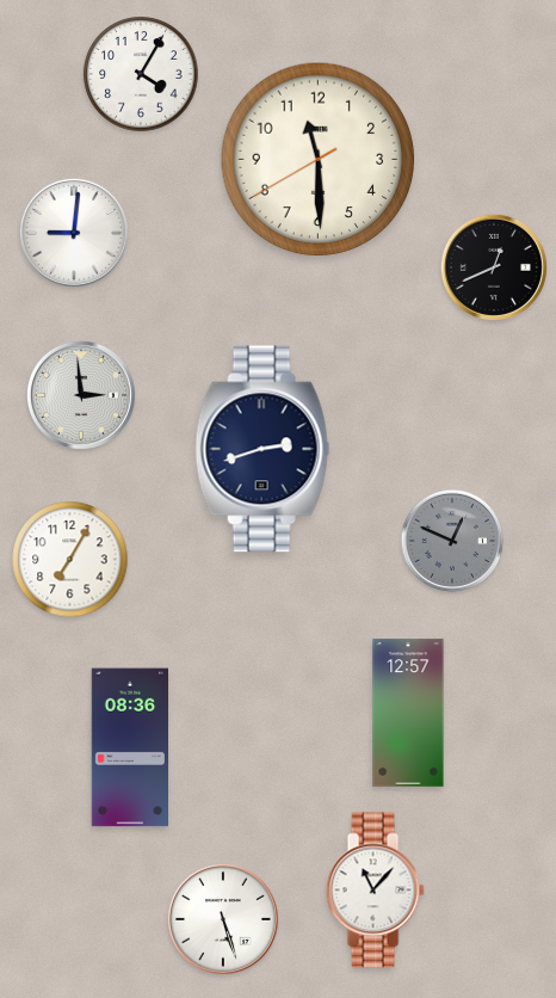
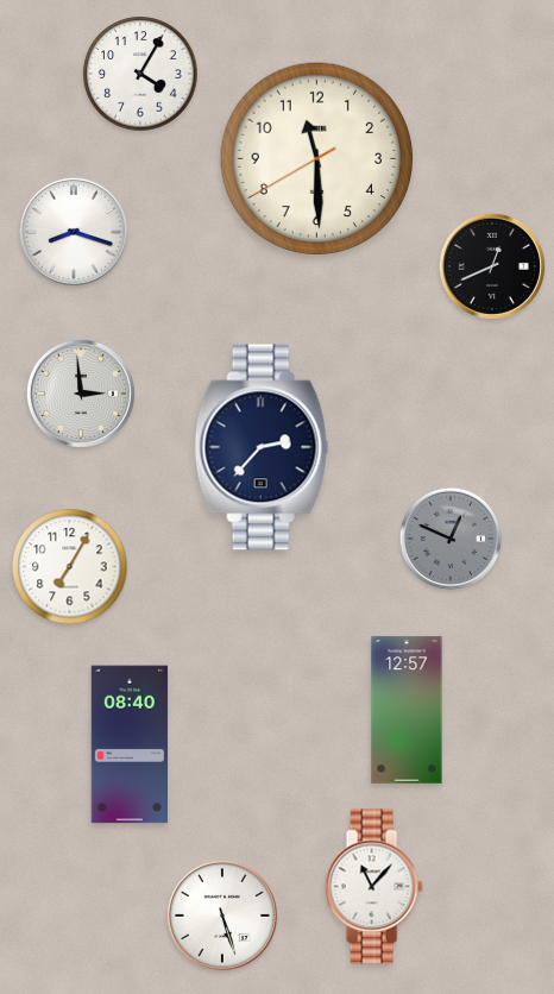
clock at (74, 233): 9:01 -> 8:18
clock at (262, 449): 2:42 -> 2:37
clock at (70, 560) position: (70, 560) -> (70, 567)
clock at (129, 747): 08:36 -> 08:40
